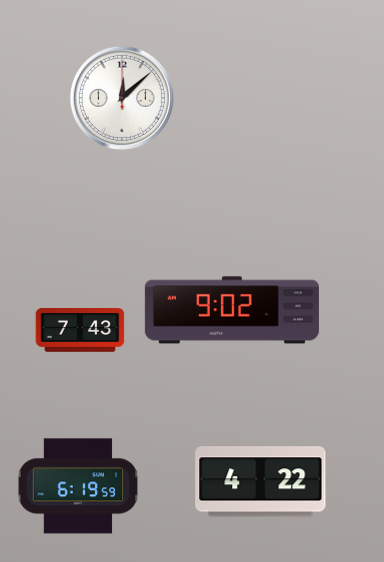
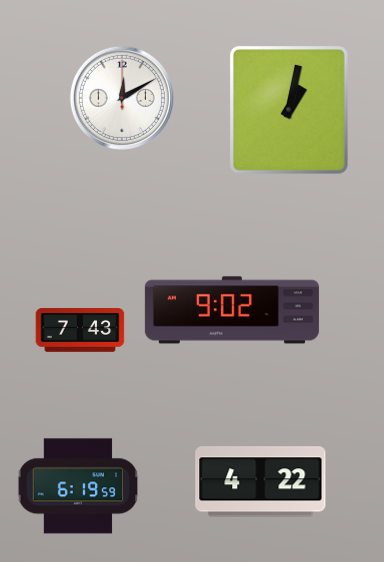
clock at (122, 98): 12:08 -> 12:10
clock at (290, 111): none -> 1:02
